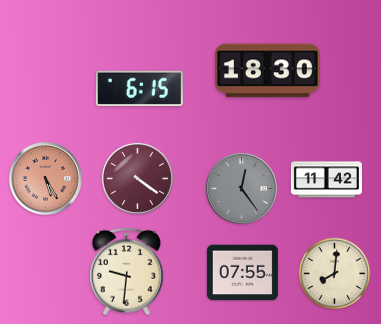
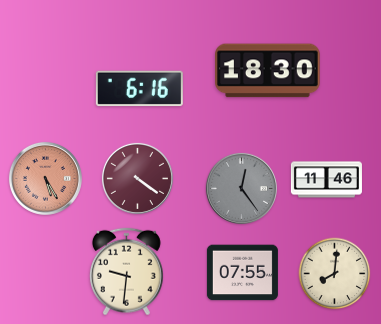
clock at (139, 89): 6:15 -> 6:16
clock at (326, 180): 11:42 -> 11:46
